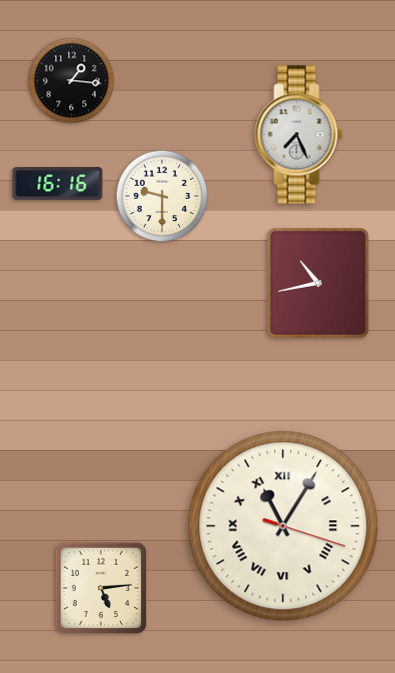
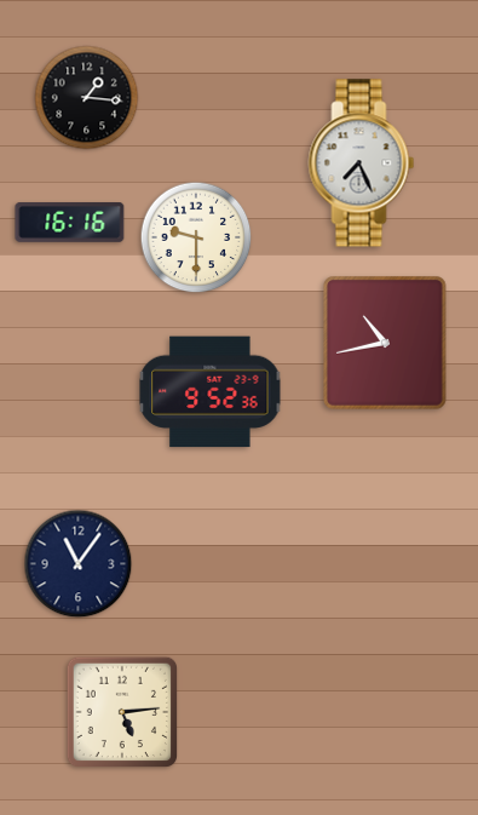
clock at (211, 392): none -> 9:52
clock at (79, 564): none -> 11:06
clock at (283, 526): 11:05 -> none
